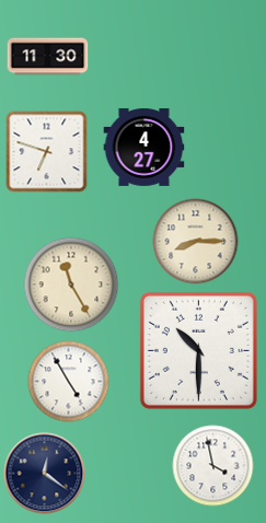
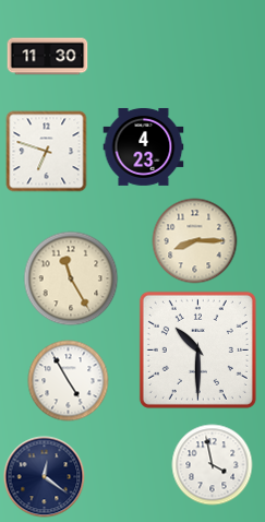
clock at (144, 147): 4:27 -> 4:23
clock at (71, 284) position: (71, 284) -> (71, 278)
clock at (45, 474) position: (45, 474) -> (45, 477)
